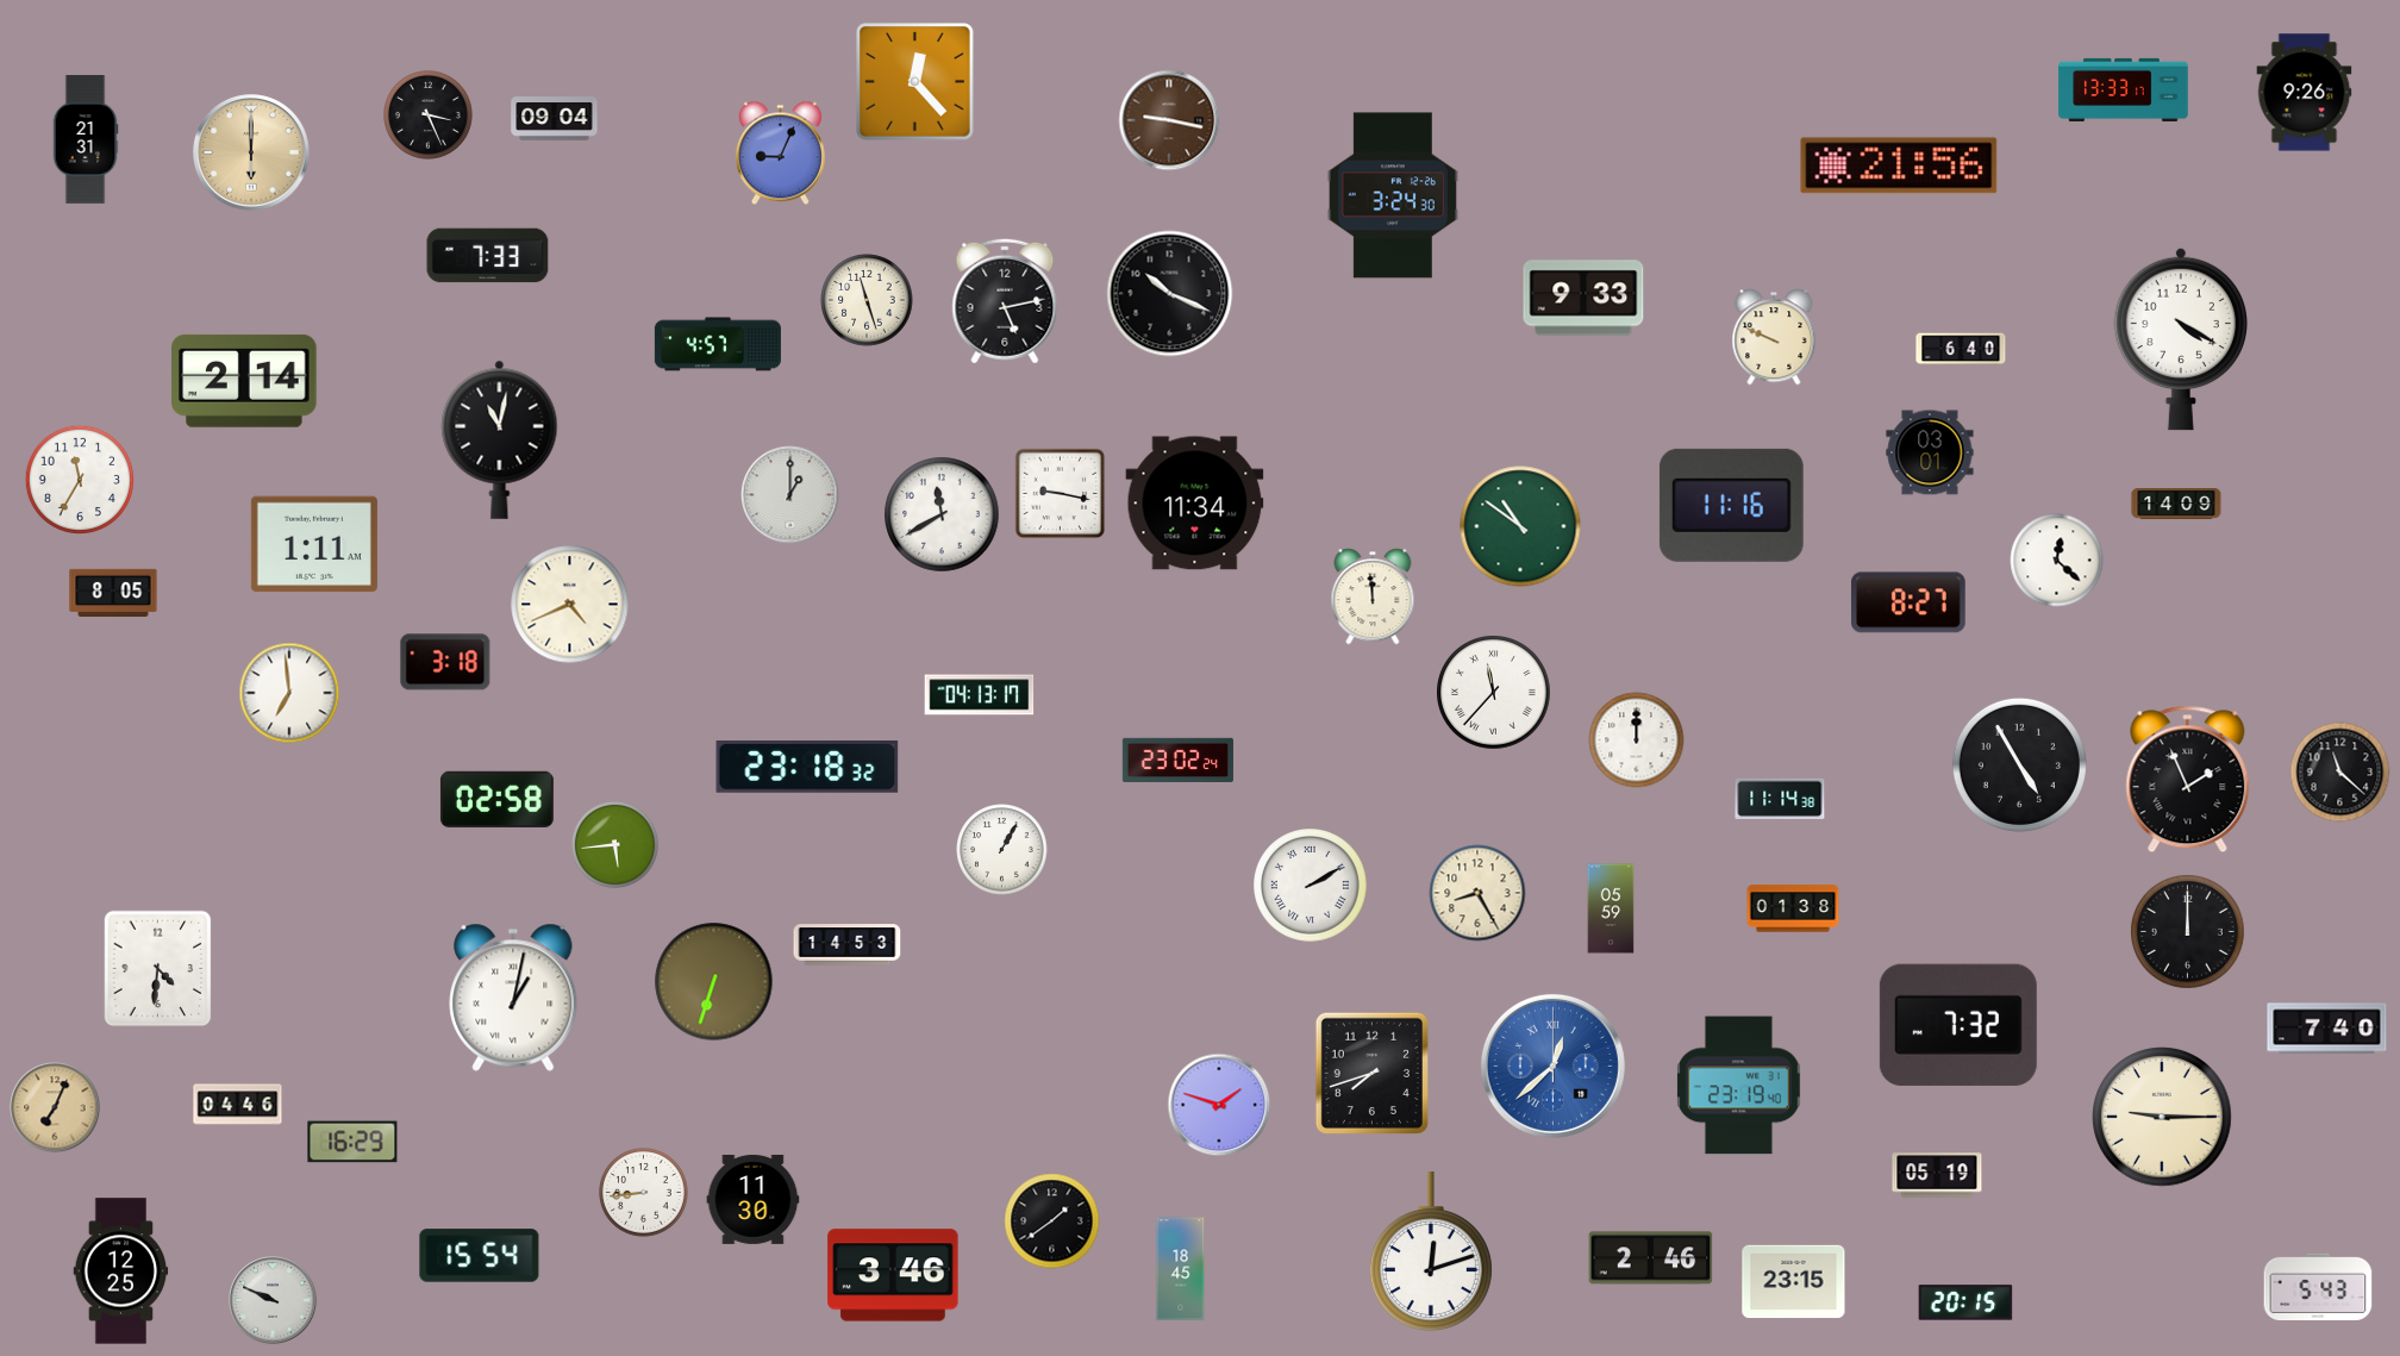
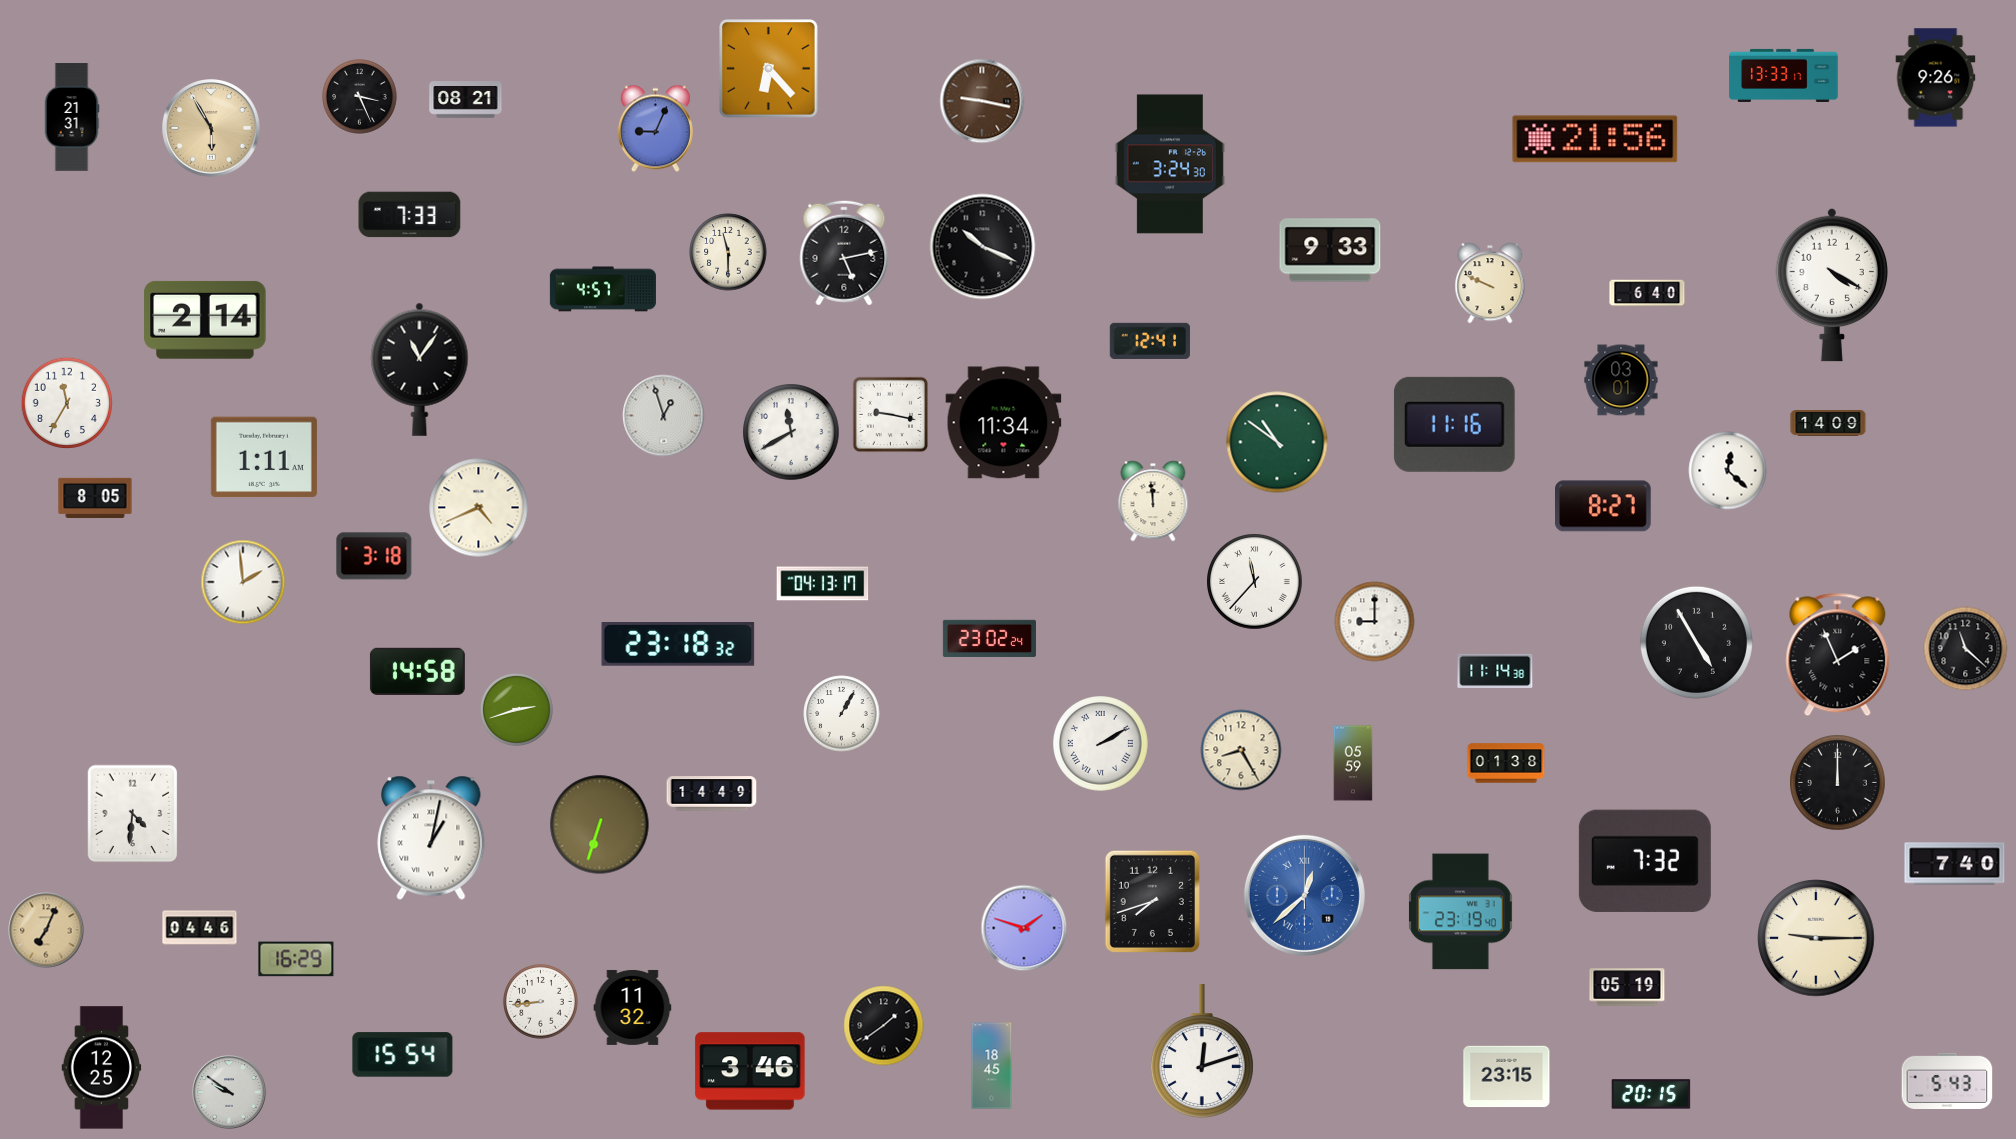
clock at (915, 82): 12:23 -> 6:23
clock at (555, 119): 09:04 -> 08:21
clock at (251, 152): 6:00 -> 5:55
clock at (867, 300): 11:27 -> 11:30
clock at (1150, 341): none -> 12:41
clock at (500, 439): 11:02 -> 11:06
clock at (790, 495): 1:00 -> 12:57
clock at (289, 693): 6:59 -> 1:59
clock at (1637, 741): 12:00 -> 9:00
clock at (496, 799): 02:58 -> 14:58
clock at (614, 844): 5:44 -> 2:42
clock at (848, 945): 14:53 -> 14:49
clock at (754, 1199): 11:30 -> 11:32
clock at (1651, 1258): 2:46 -> none
clock at (273, 1300): 9:49 -> 9:51
